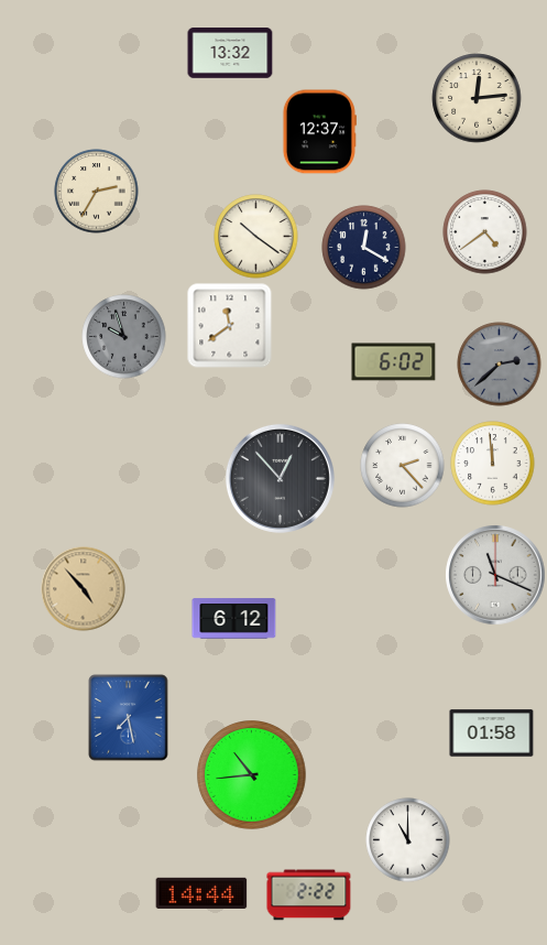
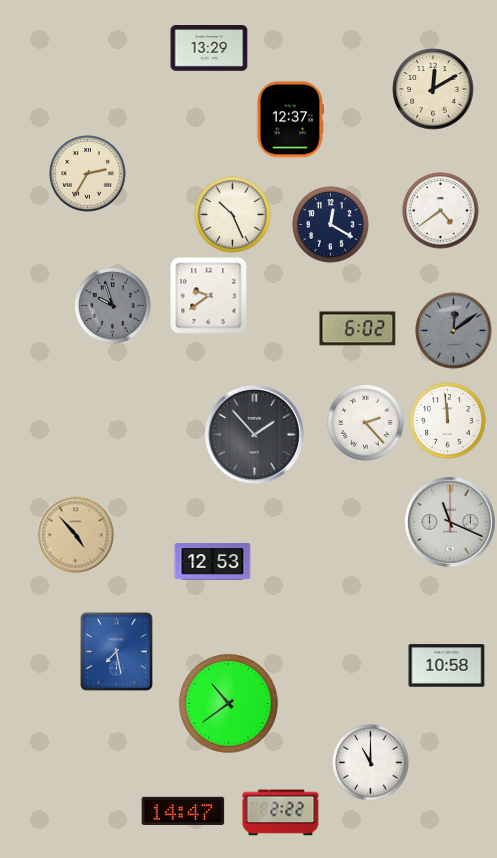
clock at (230, 53): 13:32 -> 13:29
clock at (477, 98): 12:14 -> 12:10
clock at (256, 237): 10:21 -> 10:26
clock at (230, 326): 11:39 -> 9:39
clock at (500, 365): 2:38 -> 12:09
clock at (280, 478): 12:53 -> 1:53
clock at (234, 619): 6:12 -> 12:53
clock at (492, 734): 01:58 -> 10:58
clock at (252, 775): 10:44 -> 10:39
clock at (201, 893): 14:44 -> 14:47
